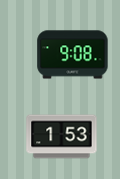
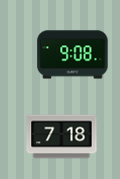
clock at (62, 137): 1:53 -> 7:18
